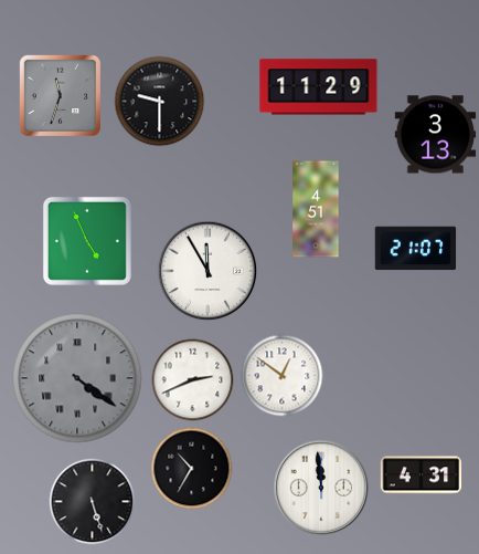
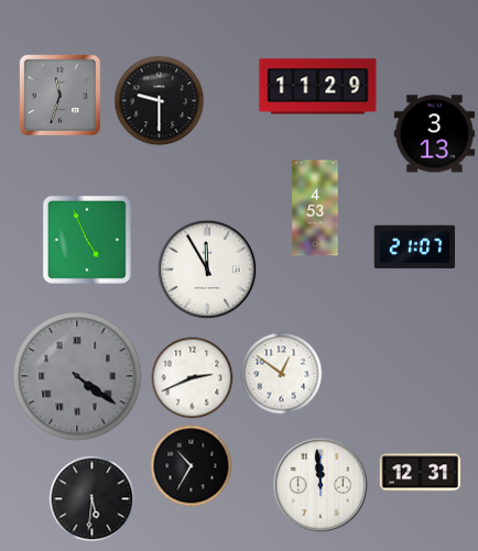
clock at (316, 209): 4:51 -> 4:53
clock at (422, 475): 4:31 -> 12:31
clock at (93, 502): 5:27 -> 5:31
